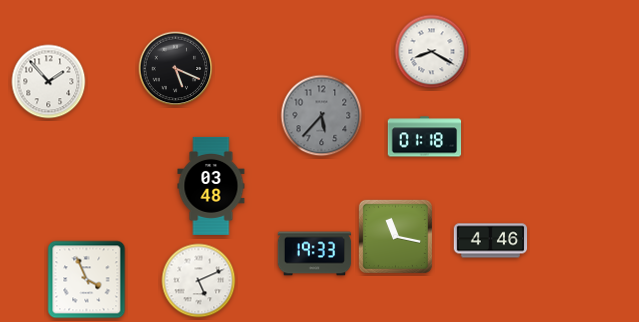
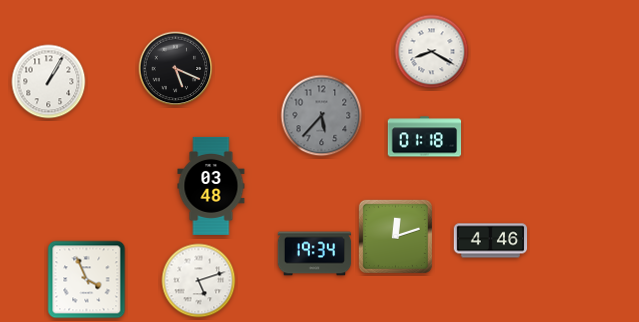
clock at (49, 82): 1:53 -> 1:05
clock at (395, 236): 11:17 -> 12:12
clock at (315, 254): 19:33 -> 19:34
clock at (199, 281): 5:11 -> 5:12
